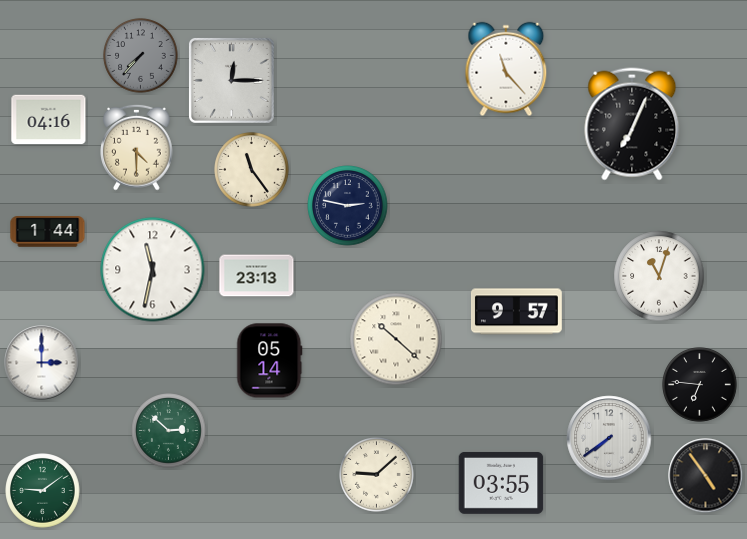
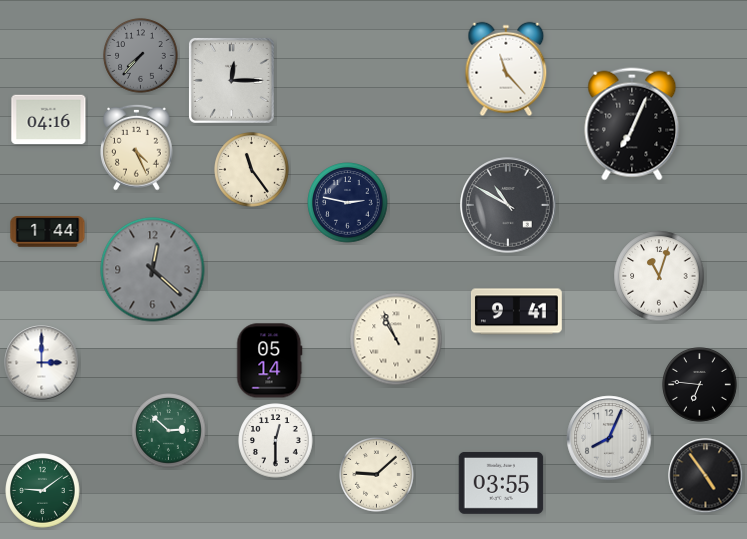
clock at (137, 147): 4:30 -> 4:26
clock at (508, 205): none -> 10:50
clock at (348, 206) position: (348, 206) -> (348, 203)
clock at (153, 270): 11:32 -> 12:22
clock at (153, 270) dial: white -> grey
clock at (257, 276): 23:13 -> none
clock at (516, 312): 9:57 -> 9:41
clock at (396, 339): 10:22 -> 10:56
clock at (609, 438): 7:39 -> 8:04
clock at (276, 441): none -> 12:30
